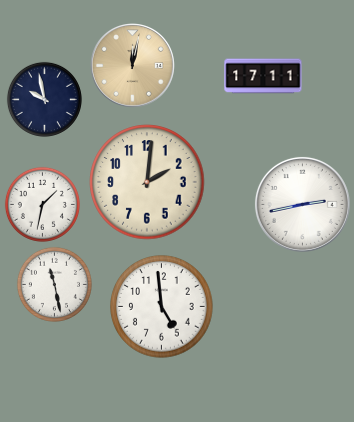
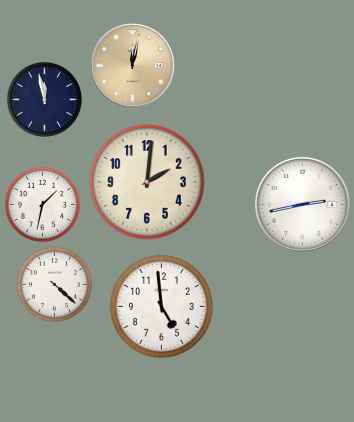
clock at (263, 76): 17:11 -> none
clock at (44, 99): 9:58 -> 11:58
clock at (54, 284): 11:28 -> 4:22
